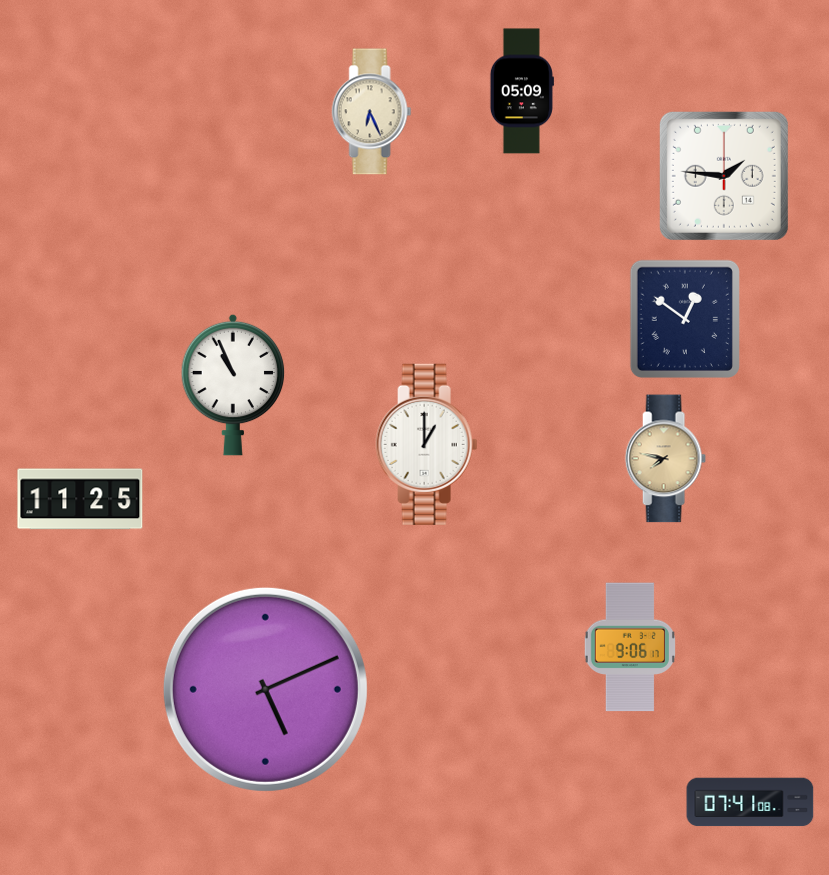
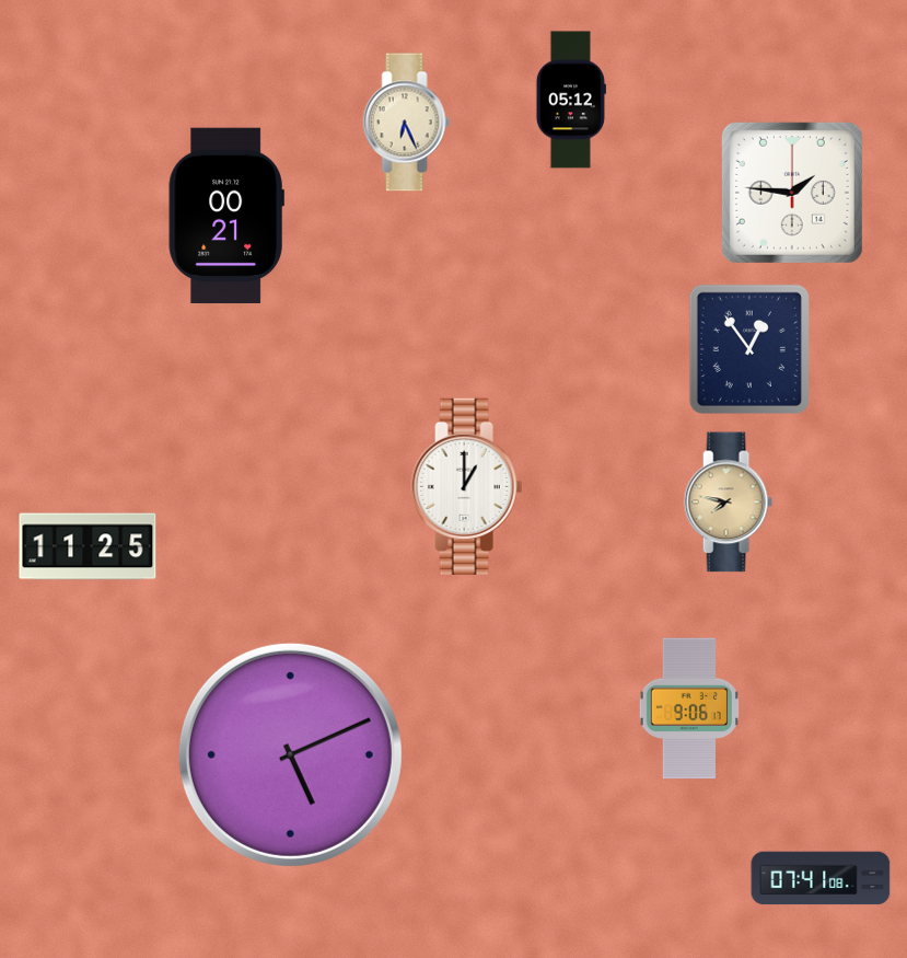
clock at (522, 91): 05:09 -> 05:12
clock at (226, 215): none -> 00:21
clock at (685, 319): 12:51 -> 12:54
clock at (233, 385): 10:56 -> none
